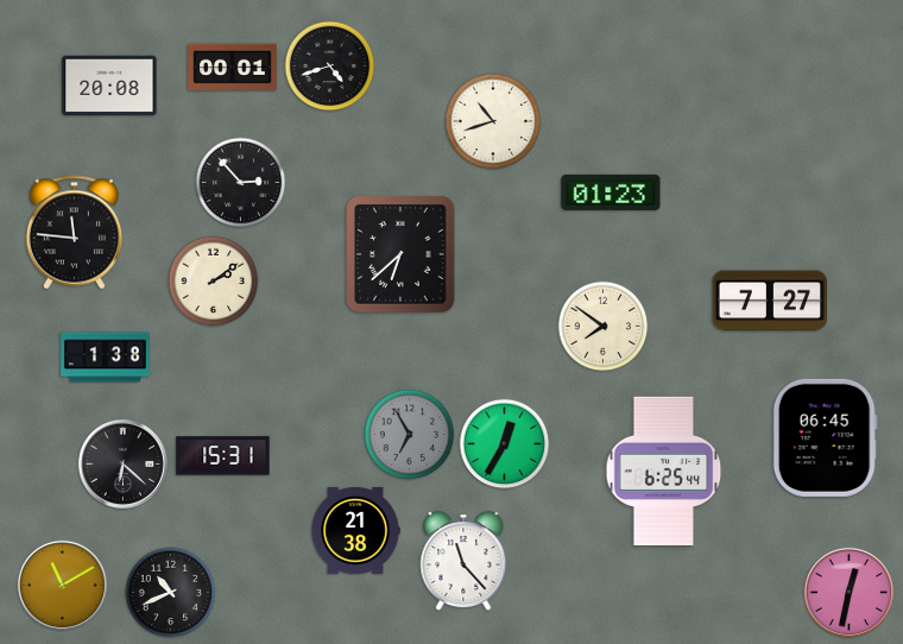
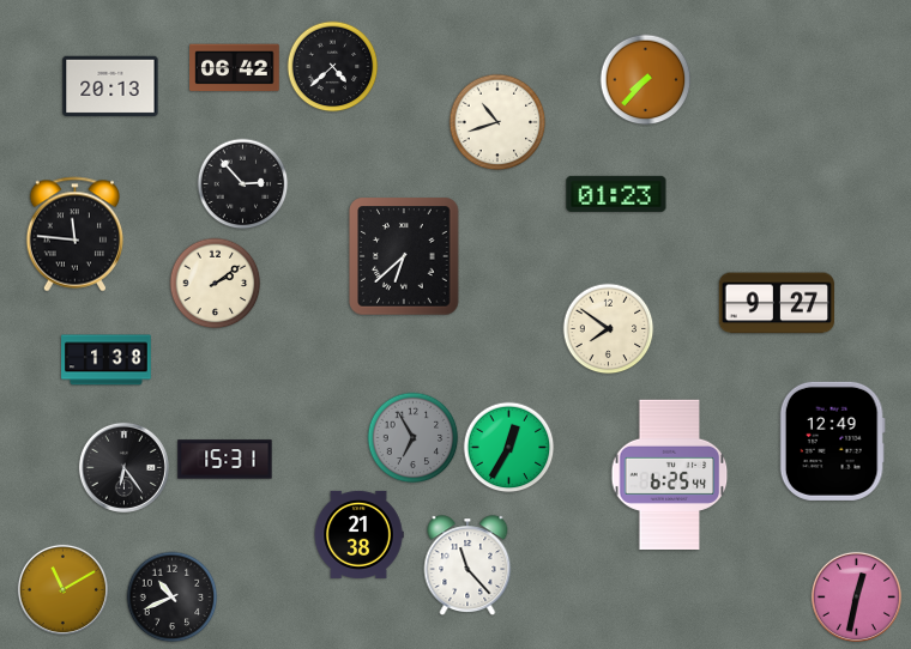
clock at (330, 67): 4:42 -> 4:38
clock at (233, 68): 00:01 -> 06:42
clock at (646, 80): none -> 7:37
clock at (109, 86): 20:08 -> 20:13
clock at (769, 301): 7:27 -> 9:27
clock at (825, 437): 06:45 -> 12:49
clock at (122, 463): 6:22 -> 6:24
